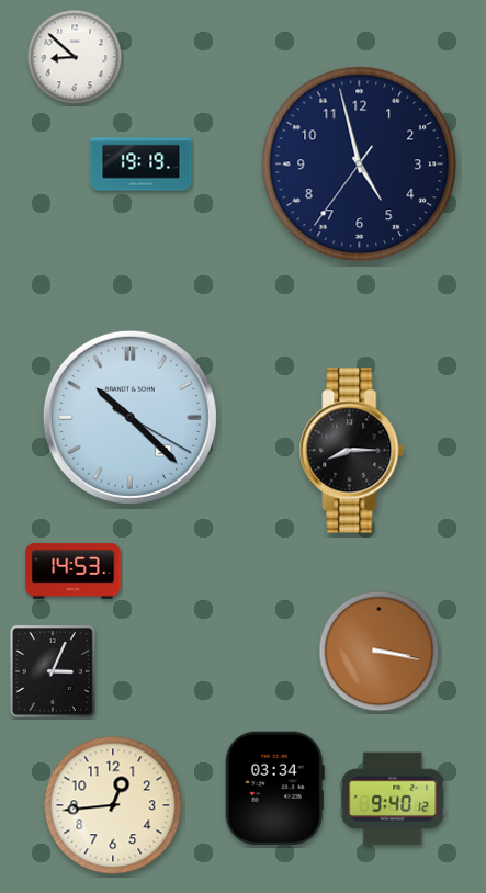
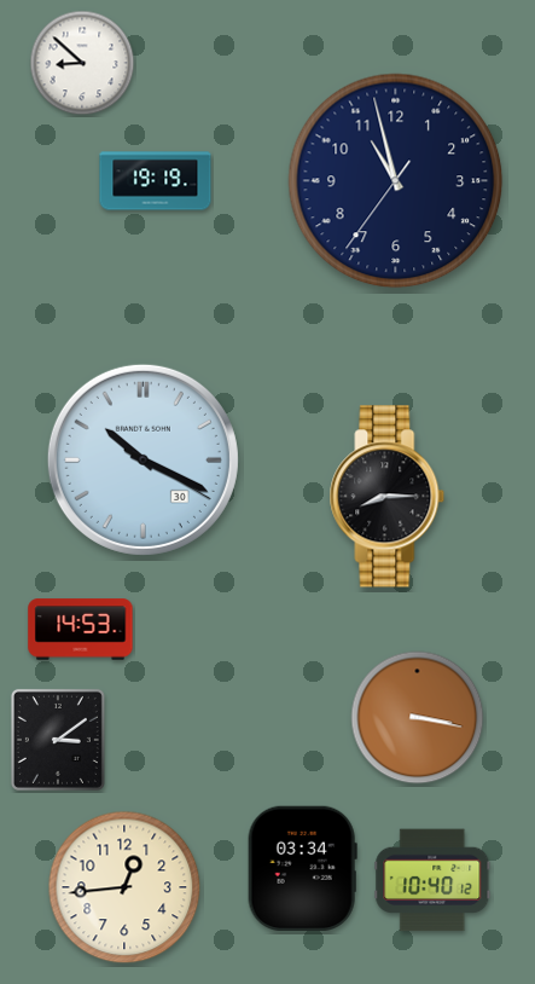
clock at (360, 165): 4:57 -> 10:57
clock at (129, 417): 10:22 -> 10:19
clock at (53, 671): 3:04 -> 3:09
clock at (393, 799): 9:40 -> 10:40
